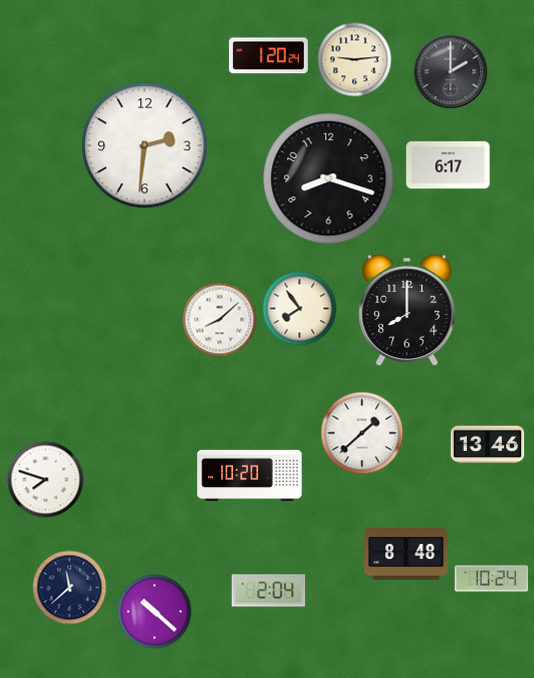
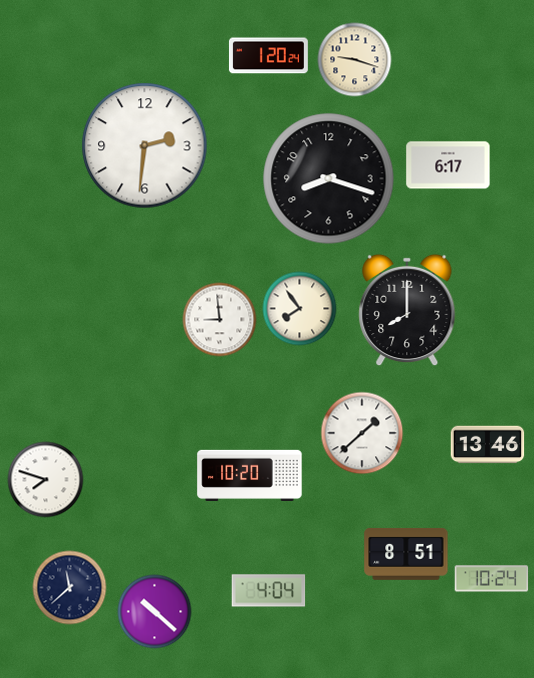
clock at (355, 60): 9:14 -> 9:18
clock at (451, 72): 2:00 -> none
clock at (220, 320): 8:08 -> 8:59
clock at (406, 554): 8:48 -> 8:51
clock at (269, 591): 2:04 -> 4:04
